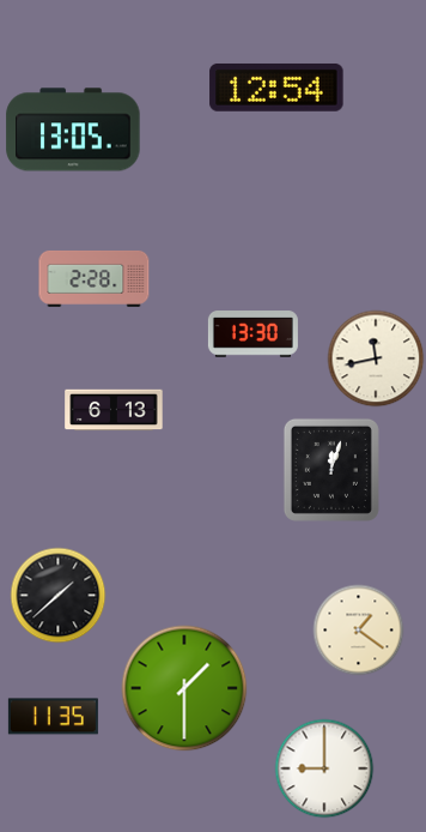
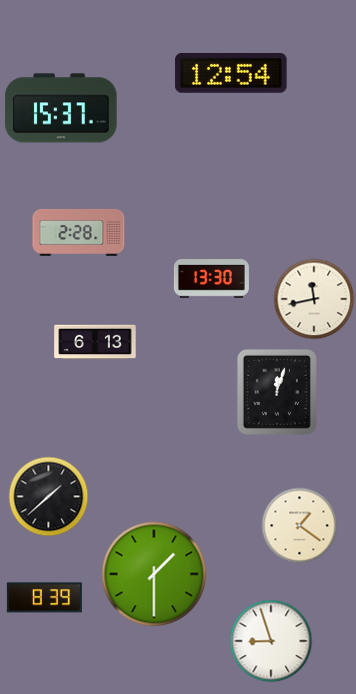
clock at (73, 129): 13:05 -> 15:37
clock at (53, 717): 11:35 -> 8:39
clock at (324, 768): 9:00 -> 8:57
